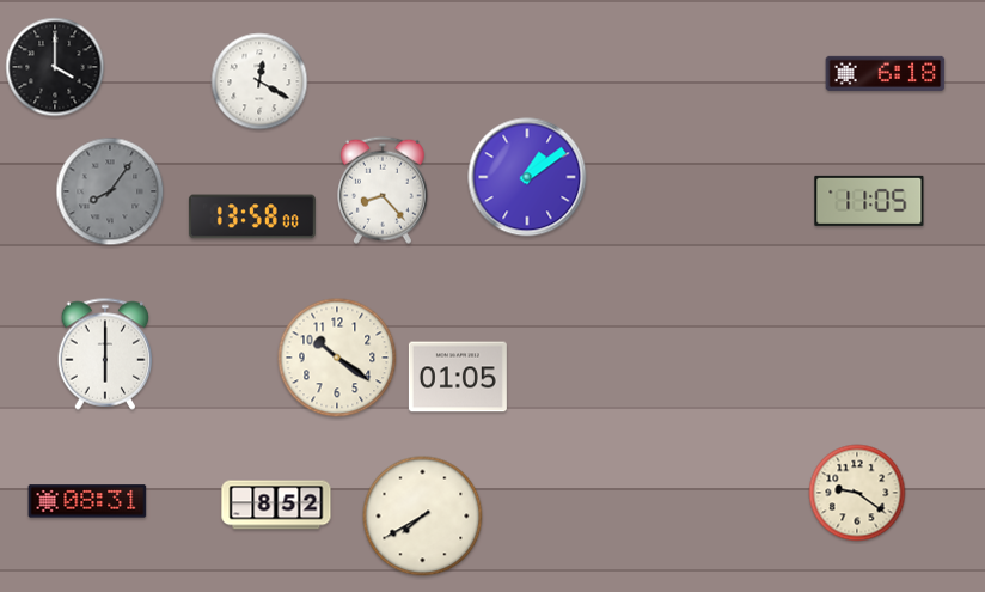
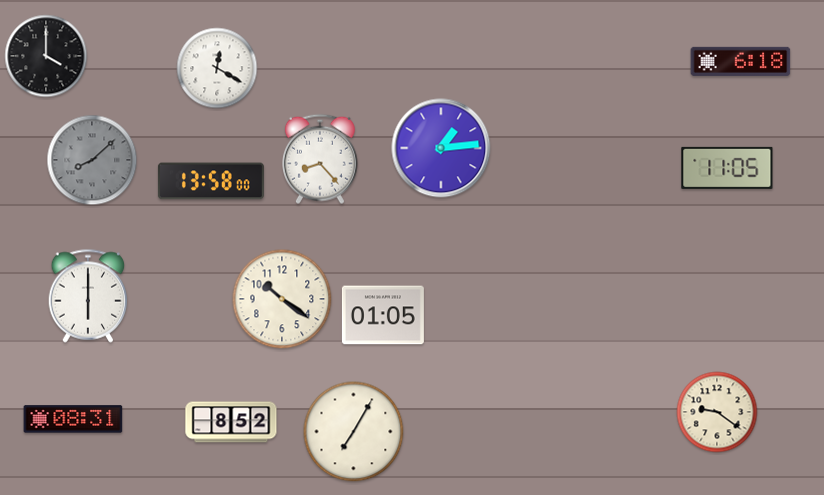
clock at (527, 177): 1:09 -> 1:14
clock at (110, 191): 8:06 -> 8:08
clock at (423, 517): 7:40 -> 7:05
